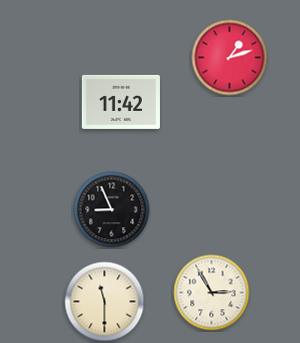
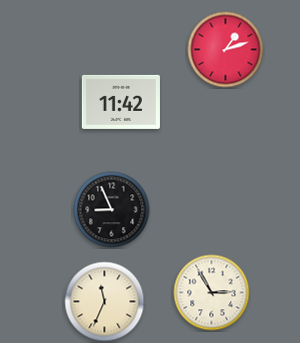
clock at (230, 58) position: (230, 58) -> (226, 50)
clock at (105, 302): 11:30 -> 11:34
